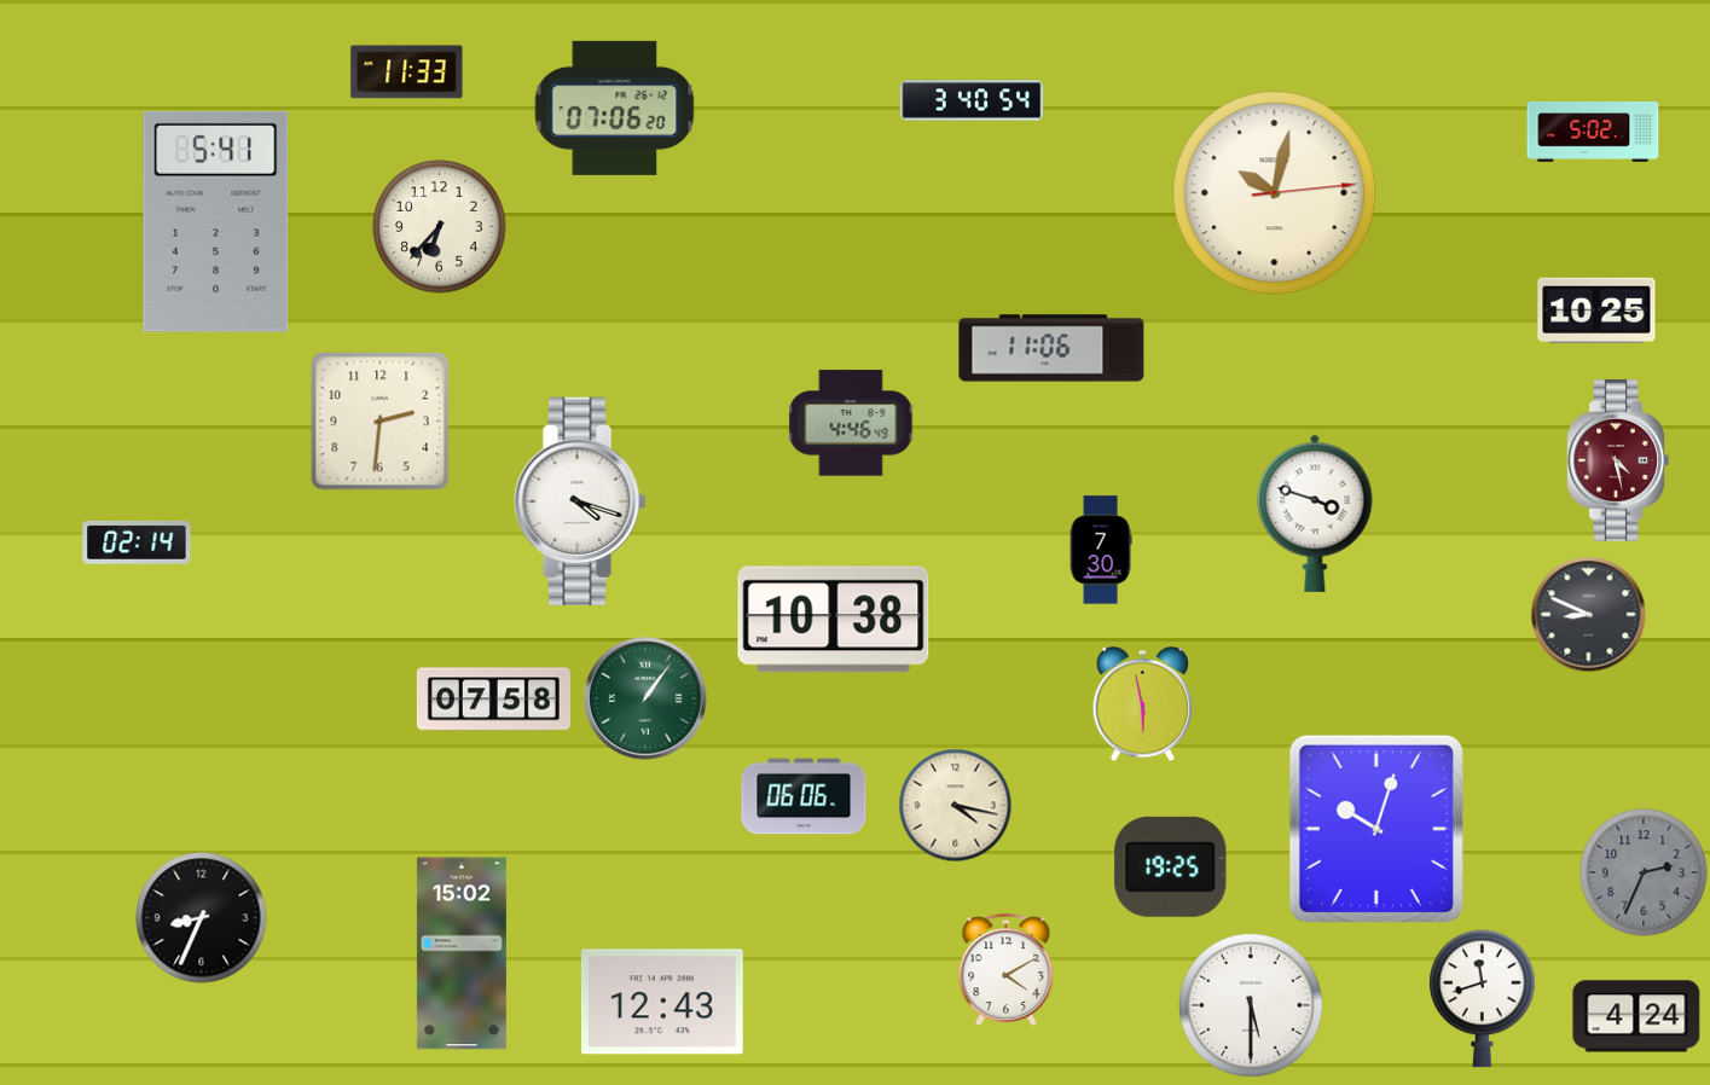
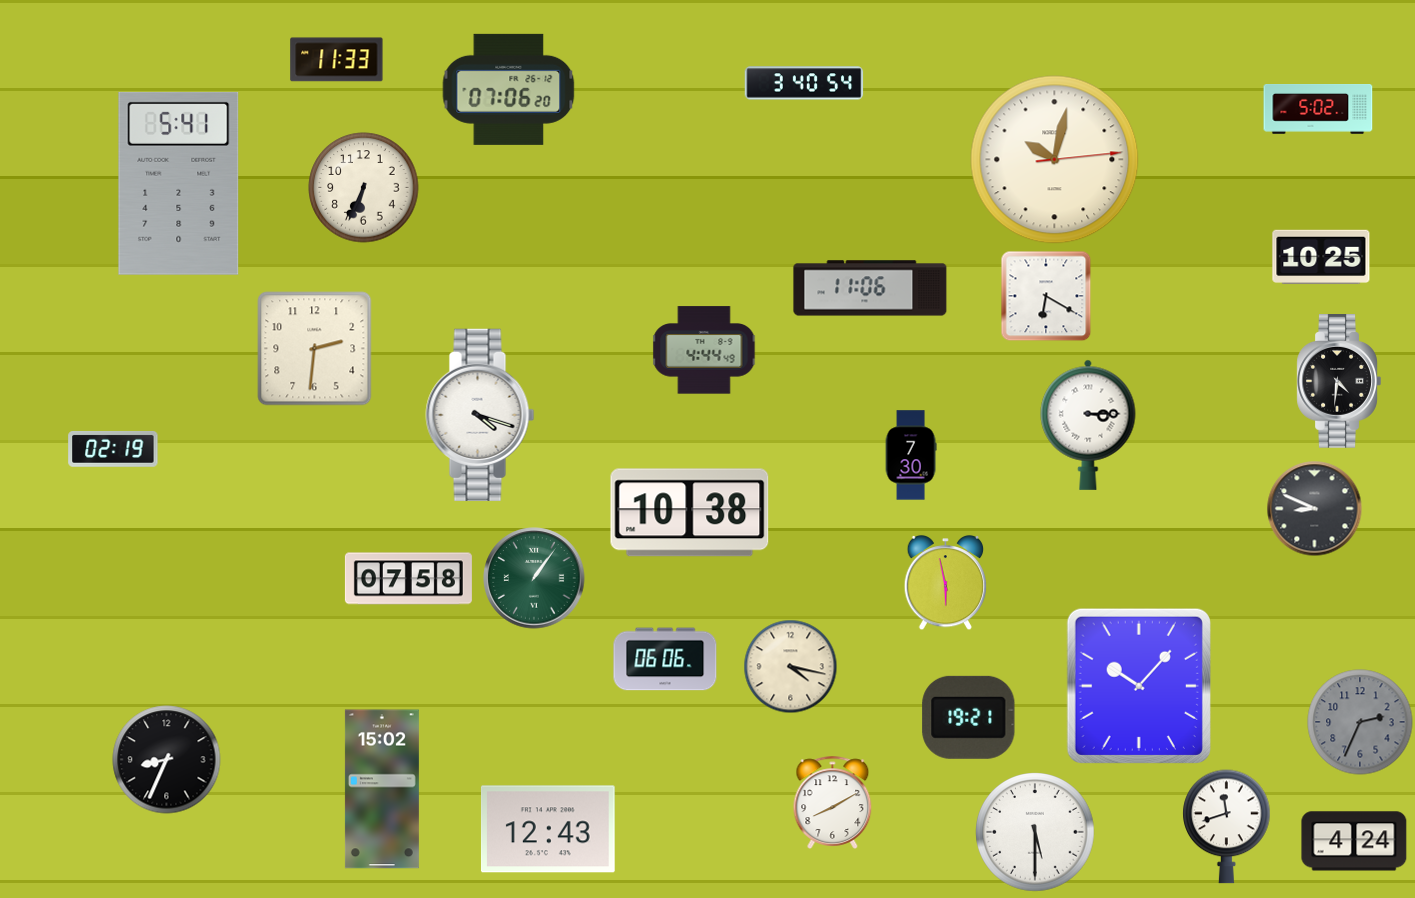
clock at (440, 227): 6:37 -> 6:34
clock at (1046, 296): none -> 6:20
clock at (851, 423): 4:46 -> 4:44
clock at (1618, 462): 4:28 -> 4:31
clock at (1618, 462) dial: burgundy -> black
clock at (1315, 514): 3:48 -> 3:15
clock at (137, 542): 02:14 -> 02:19
clock at (1376, 829): 10:03 -> 10:07
clock at (1171, 866): 19:25 -> 19:21
clock at (1007, 969): 4:10 -> 8:10
